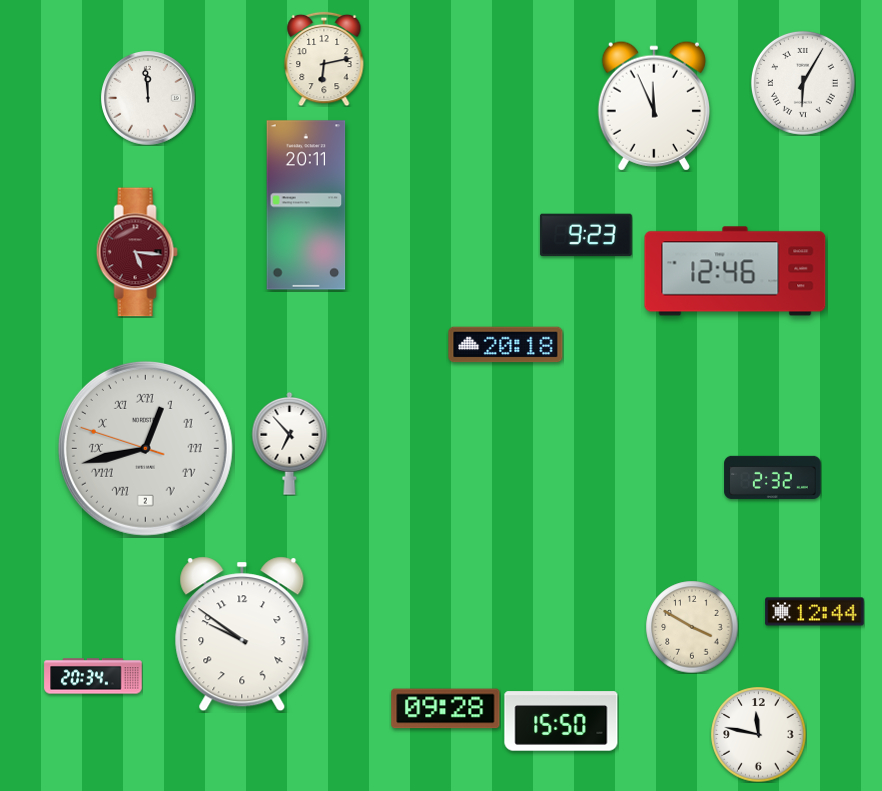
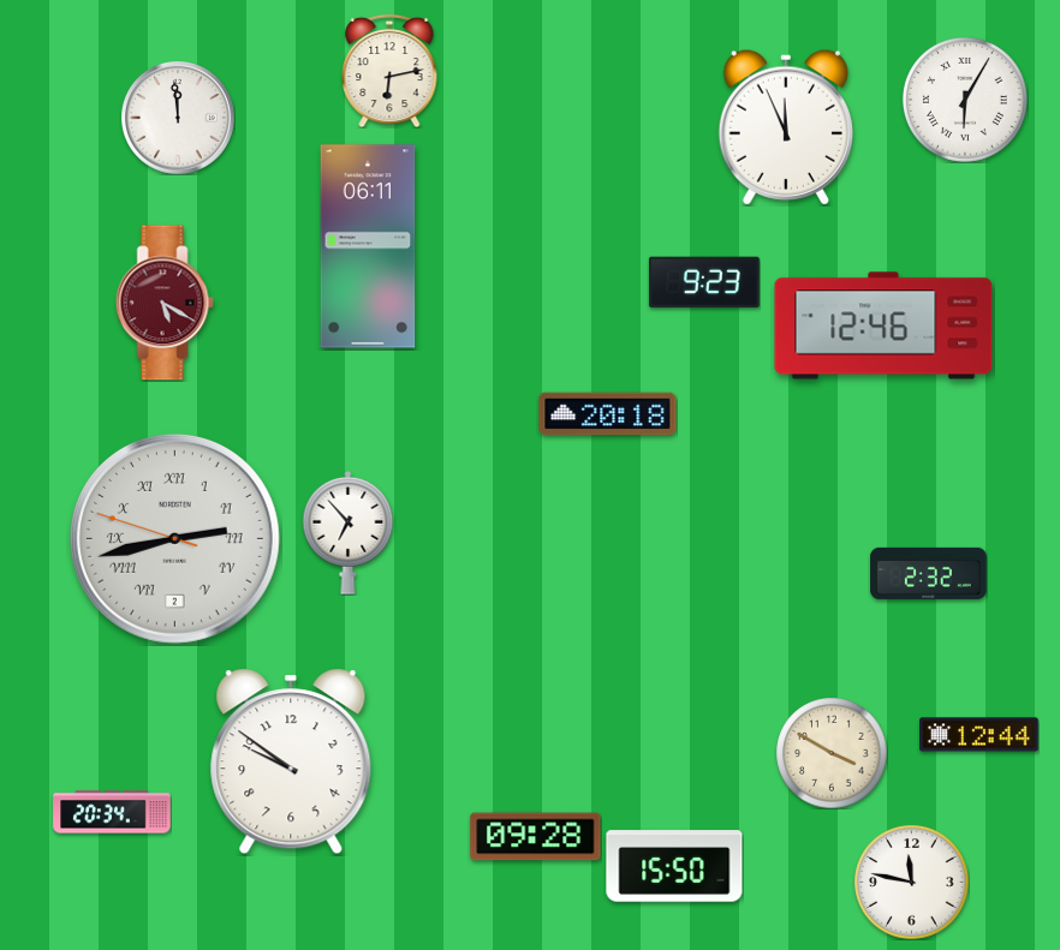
clock at (306, 205): 20:11 -> 06:11
clock at (137, 252): 5:16 -> 5:20
clock at (145, 448): 12:42 -> 2:42
clock at (446, 709) position: (446, 709) -> (536, 837)
